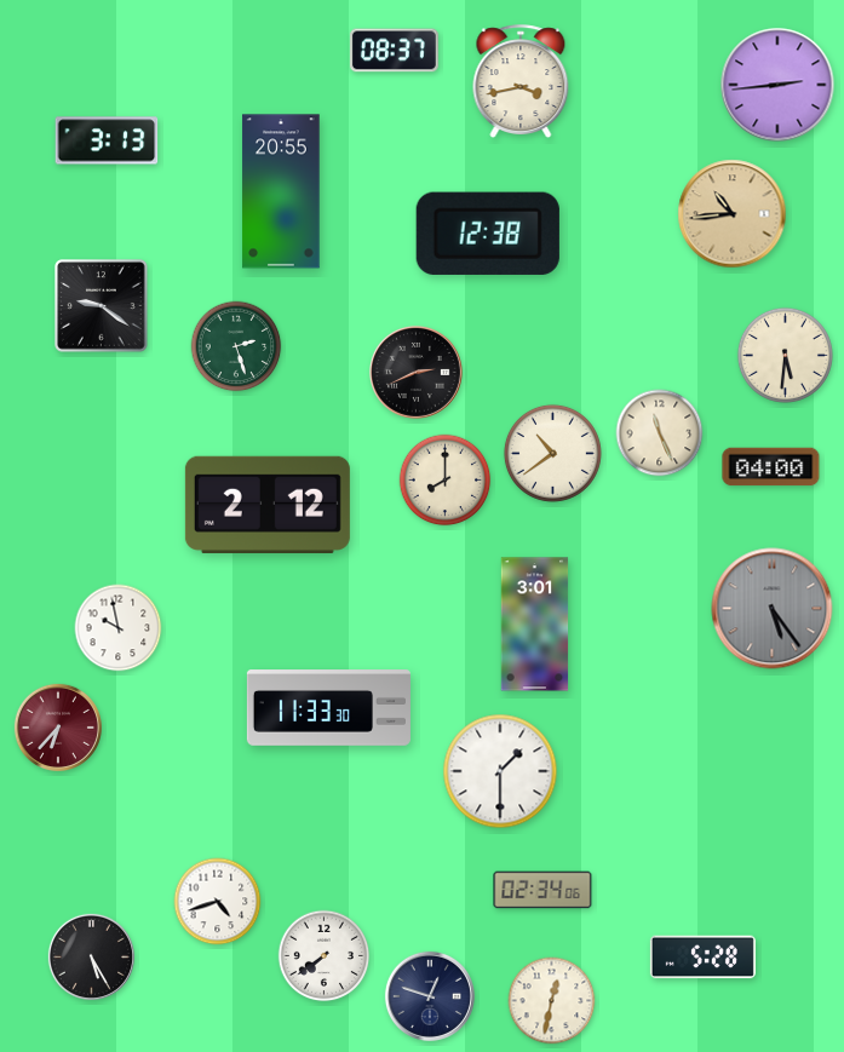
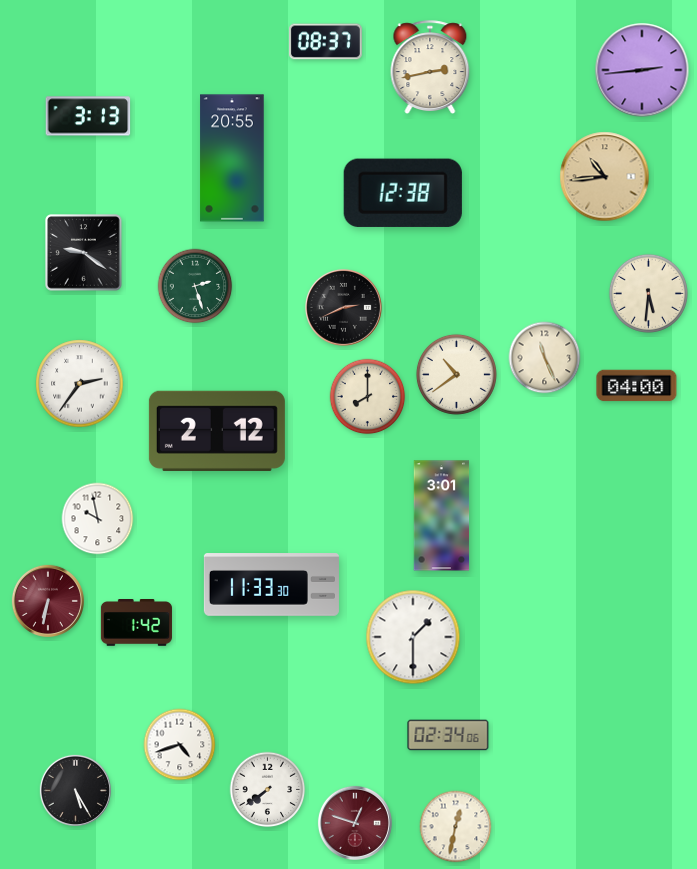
clock at (521, 81): 3:43 -> 2:43
clock at (80, 384): none -> 2:36
clock at (268, 505) position: (268, 505) -> (217, 431)
clock at (773, 609): 5:24 -> none
clock at (58, 728): 6:37 -> 6:32
clock at (136, 623): none -> 1:42
clock at (702, 958): 5:28 -> none
clock at (430, 996) dial: navy -> burgundy
